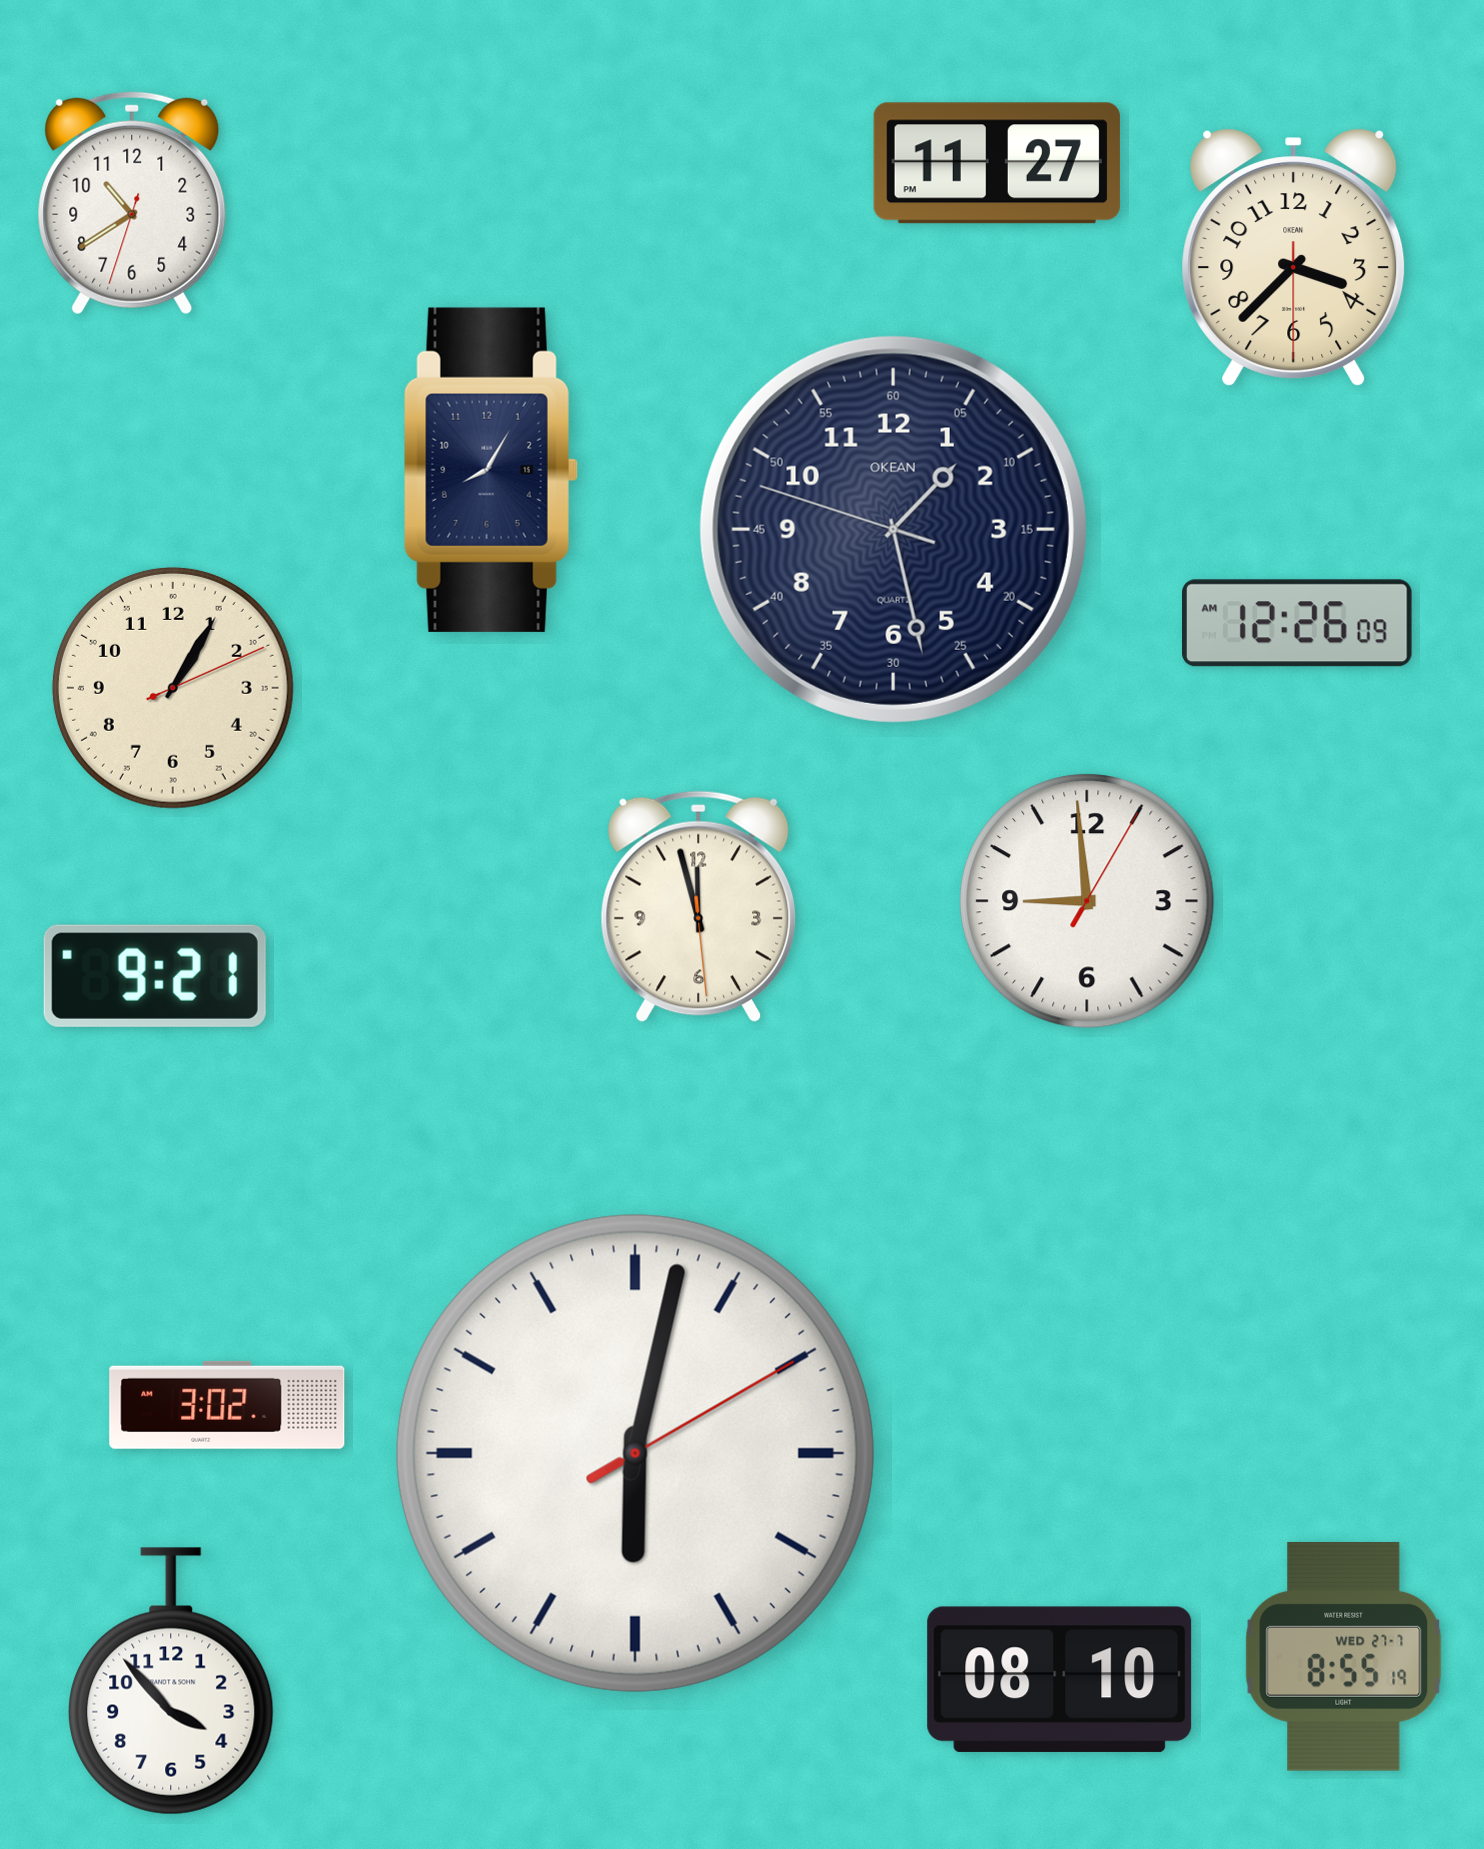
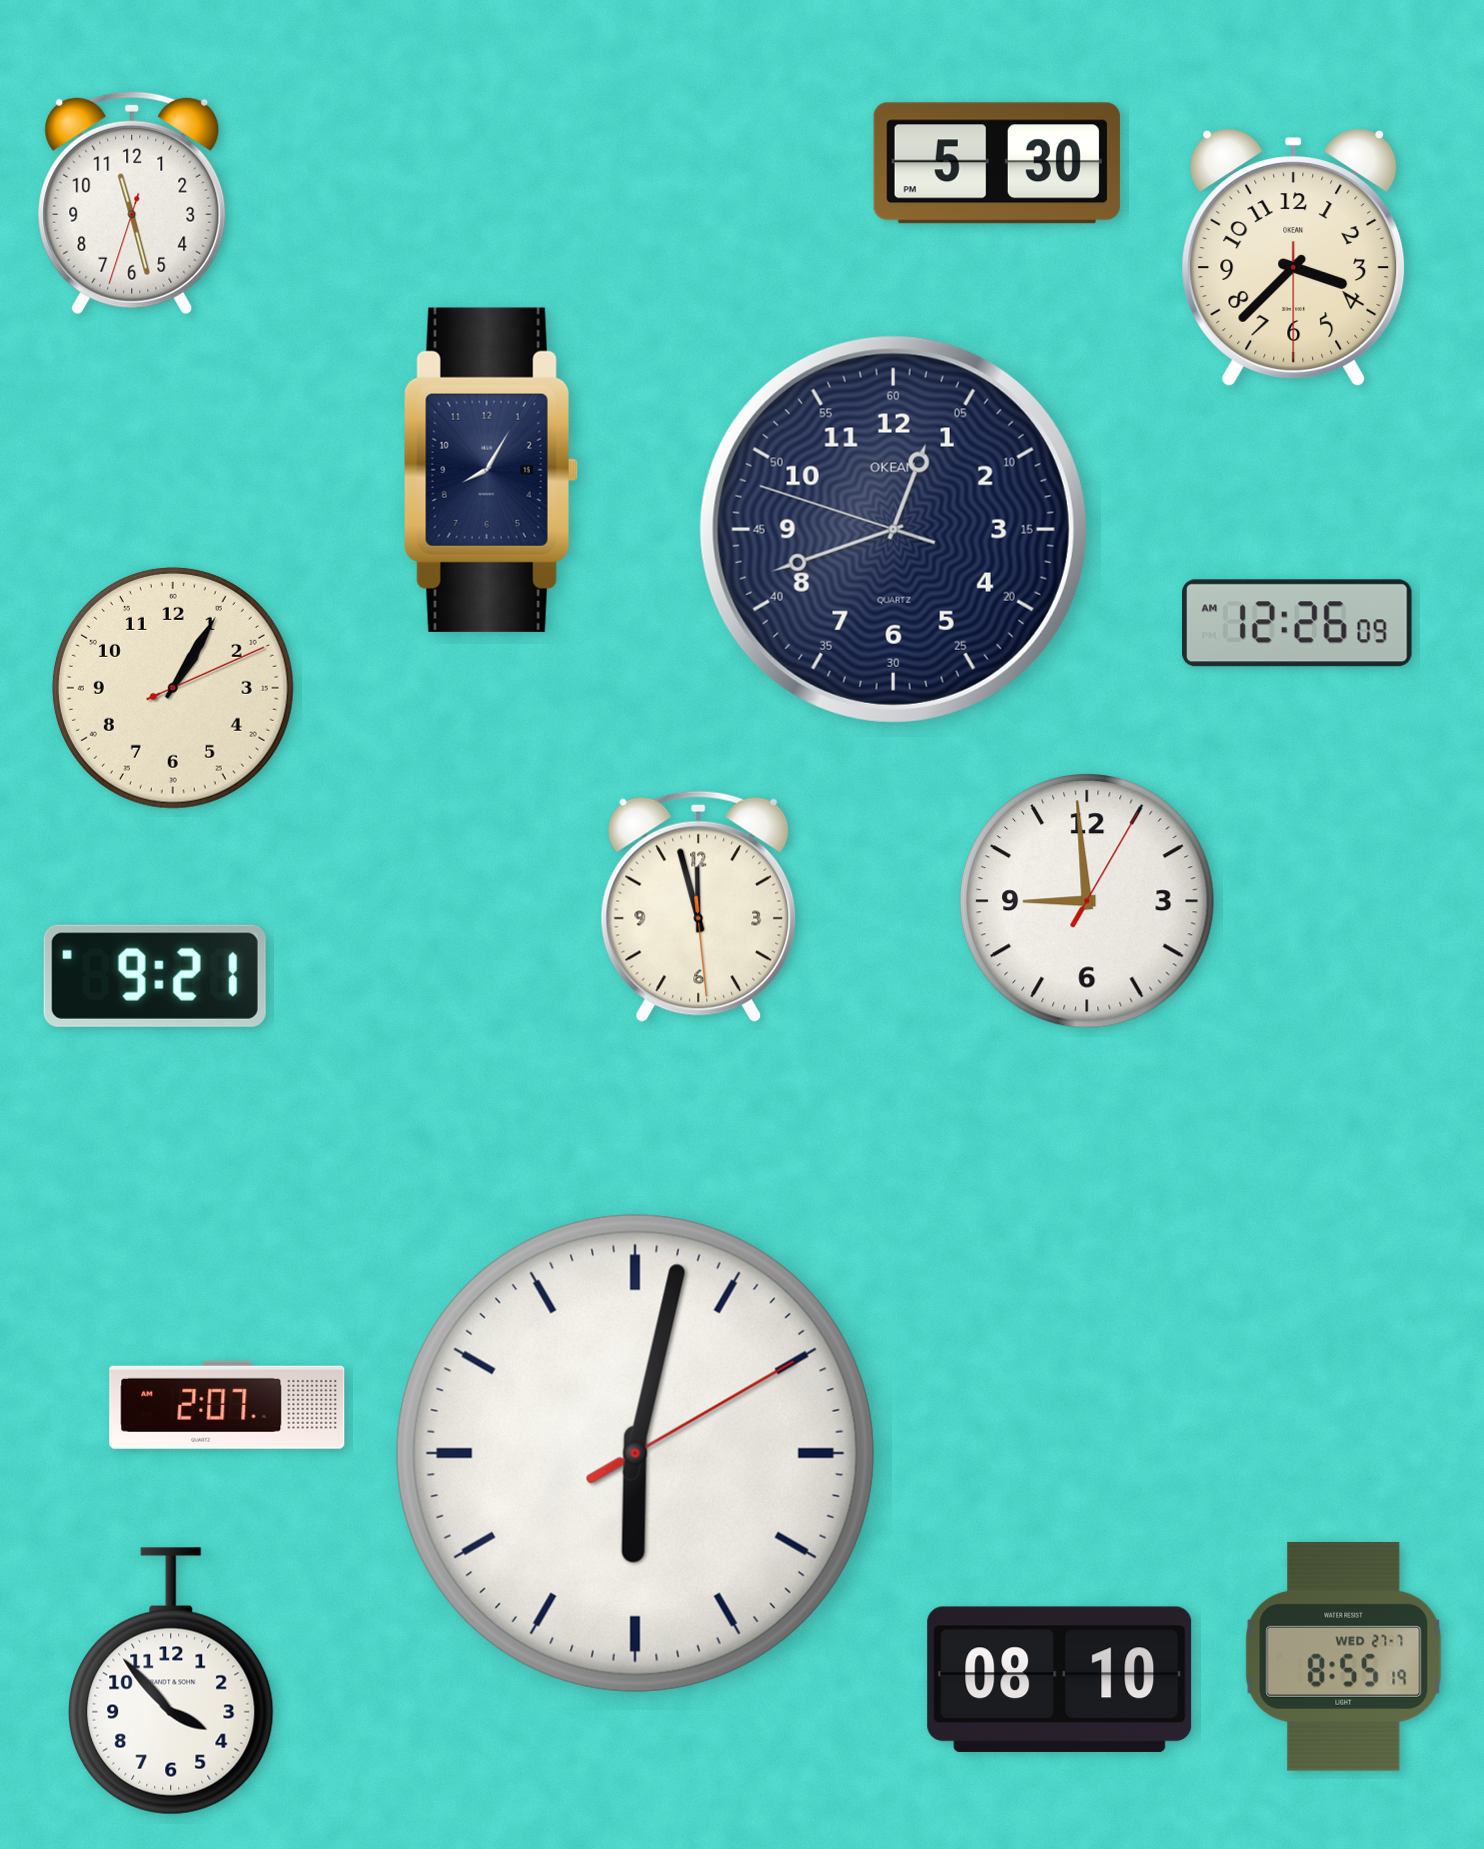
clock at (997, 163): 11:27 -> 5:30
clock at (132, 203): 10:39 -> 11:27
clock at (893, 529): 1:27 -> 12:41
clock at (227, 1405): 3:02 -> 2:07
